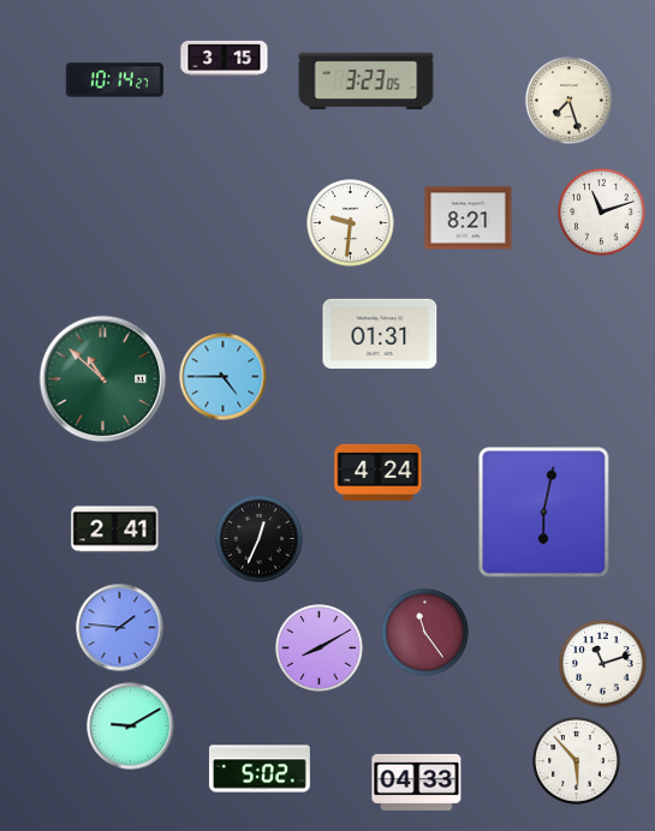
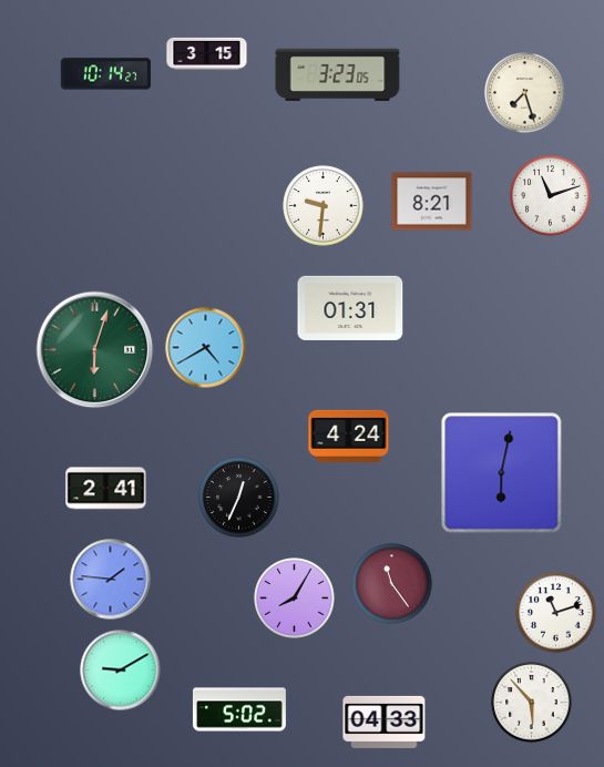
clock at (602, 213) position: (602, 213) -> (551, 196)
clock at (224, 377): 4:45 -> 4:40
clock at (103, 379): 10:52 -> 6:03
clock at (320, 648): 8:10 -> 8:05
